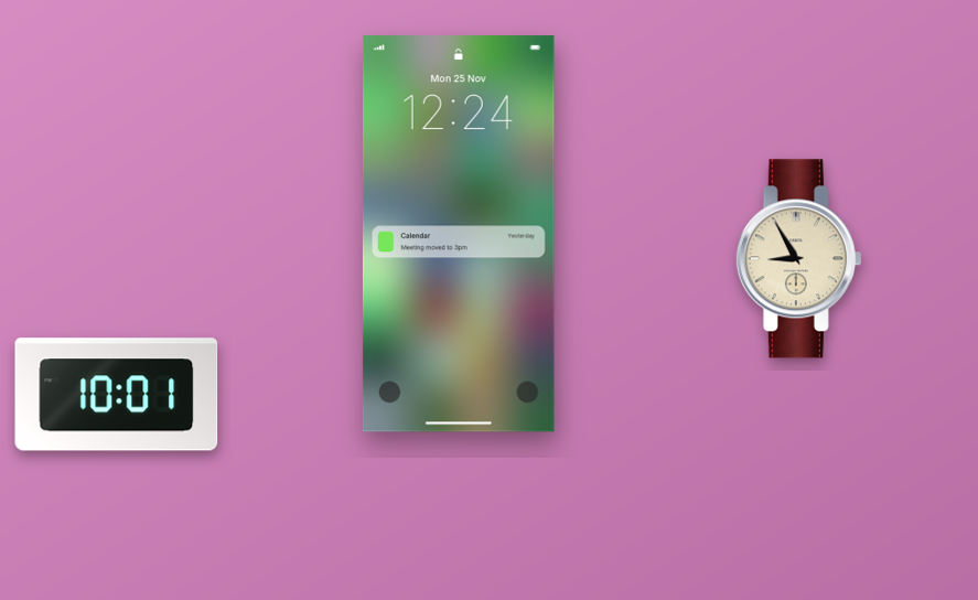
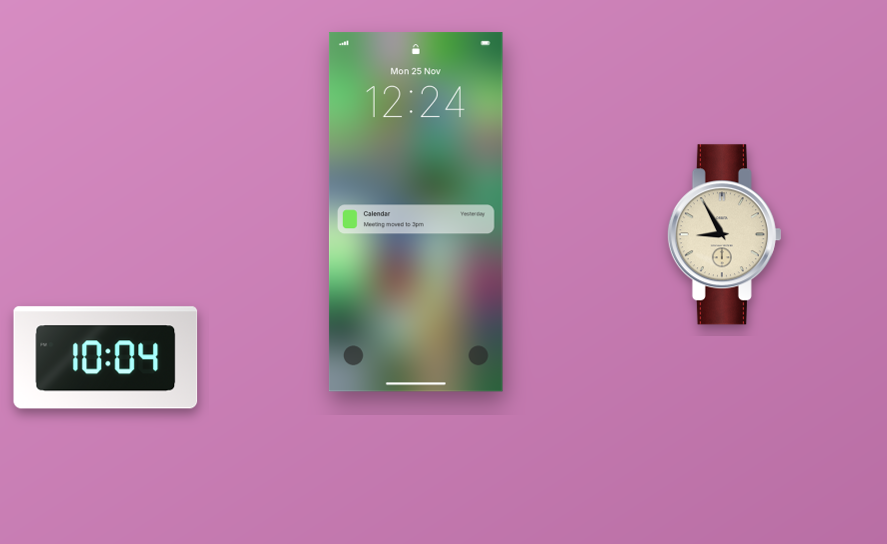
clock at (117, 395): 10:01 -> 10:04
